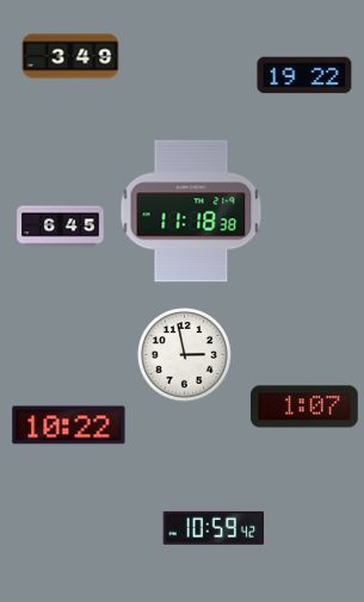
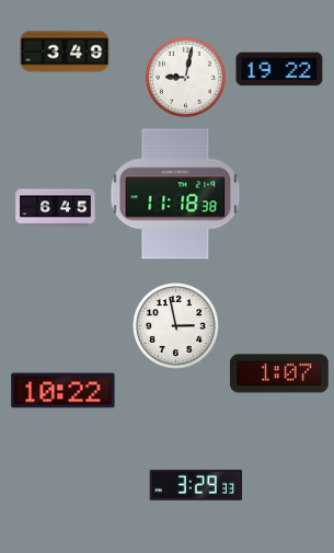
clock at (185, 77): none -> 9:02
clock at (185, 355) position: (185, 355) -> (176, 326)
clock at (214, 528): 10:59 -> 3:29
